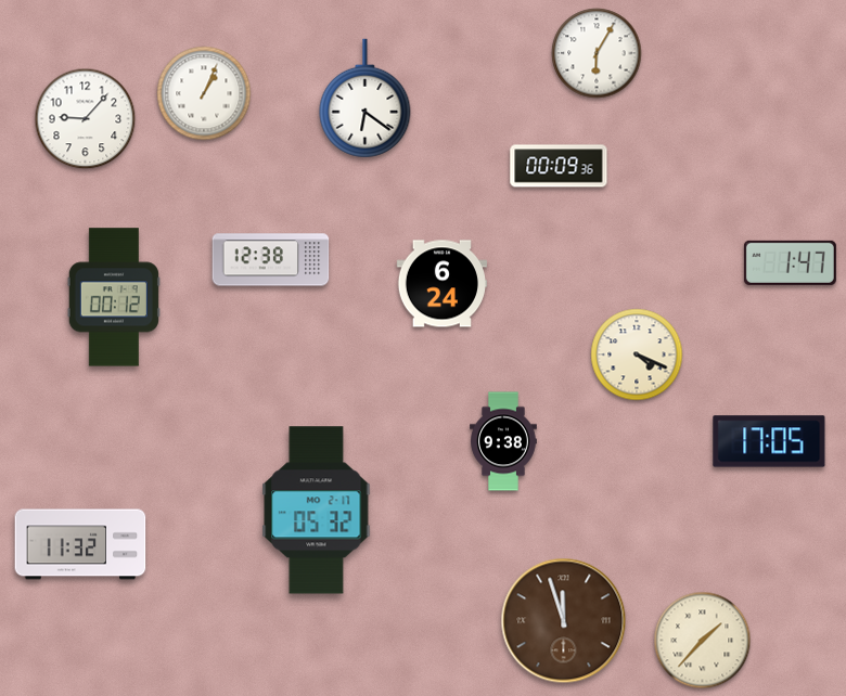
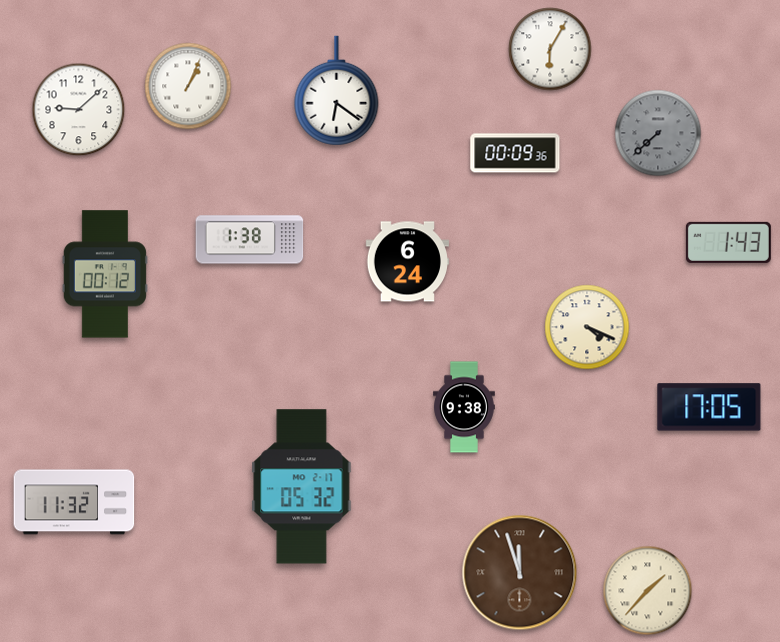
clock at (86, 119): 9:07 -> 9:08
clock at (658, 133): none -> 7:38
clock at (271, 260): 12:38 -> 1:38
clock at (790, 262): 1:47 -> 1:43
clock at (317, 511) position: (317, 511) -> (302, 487)
